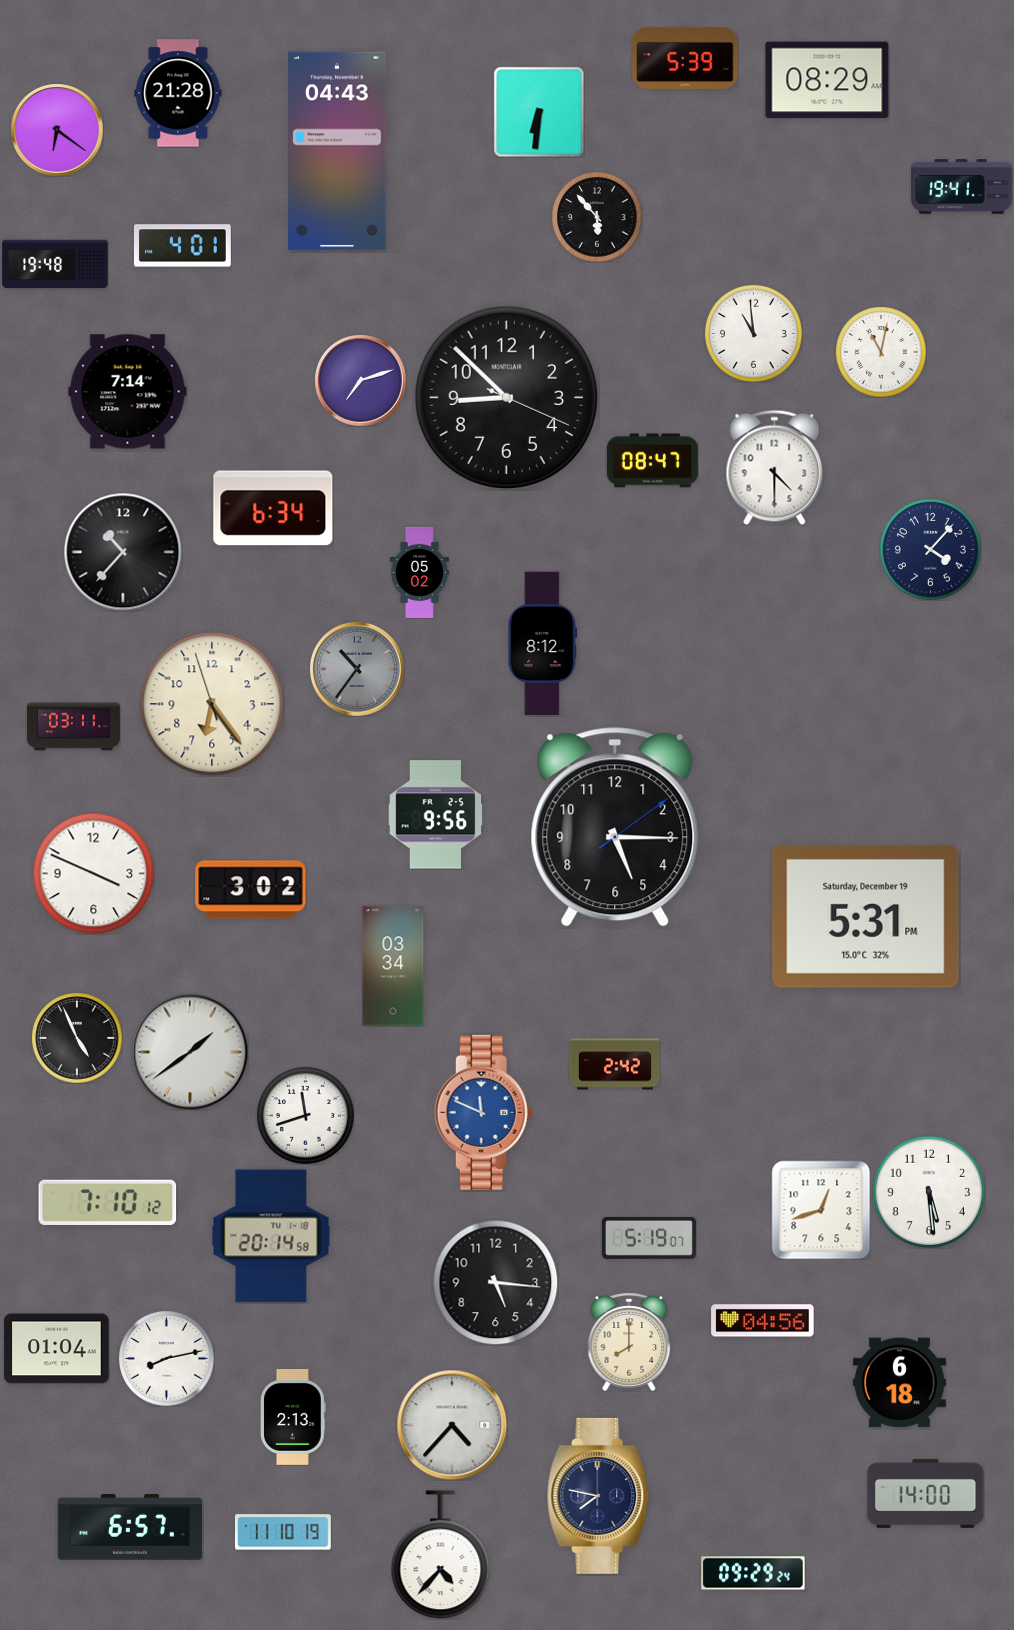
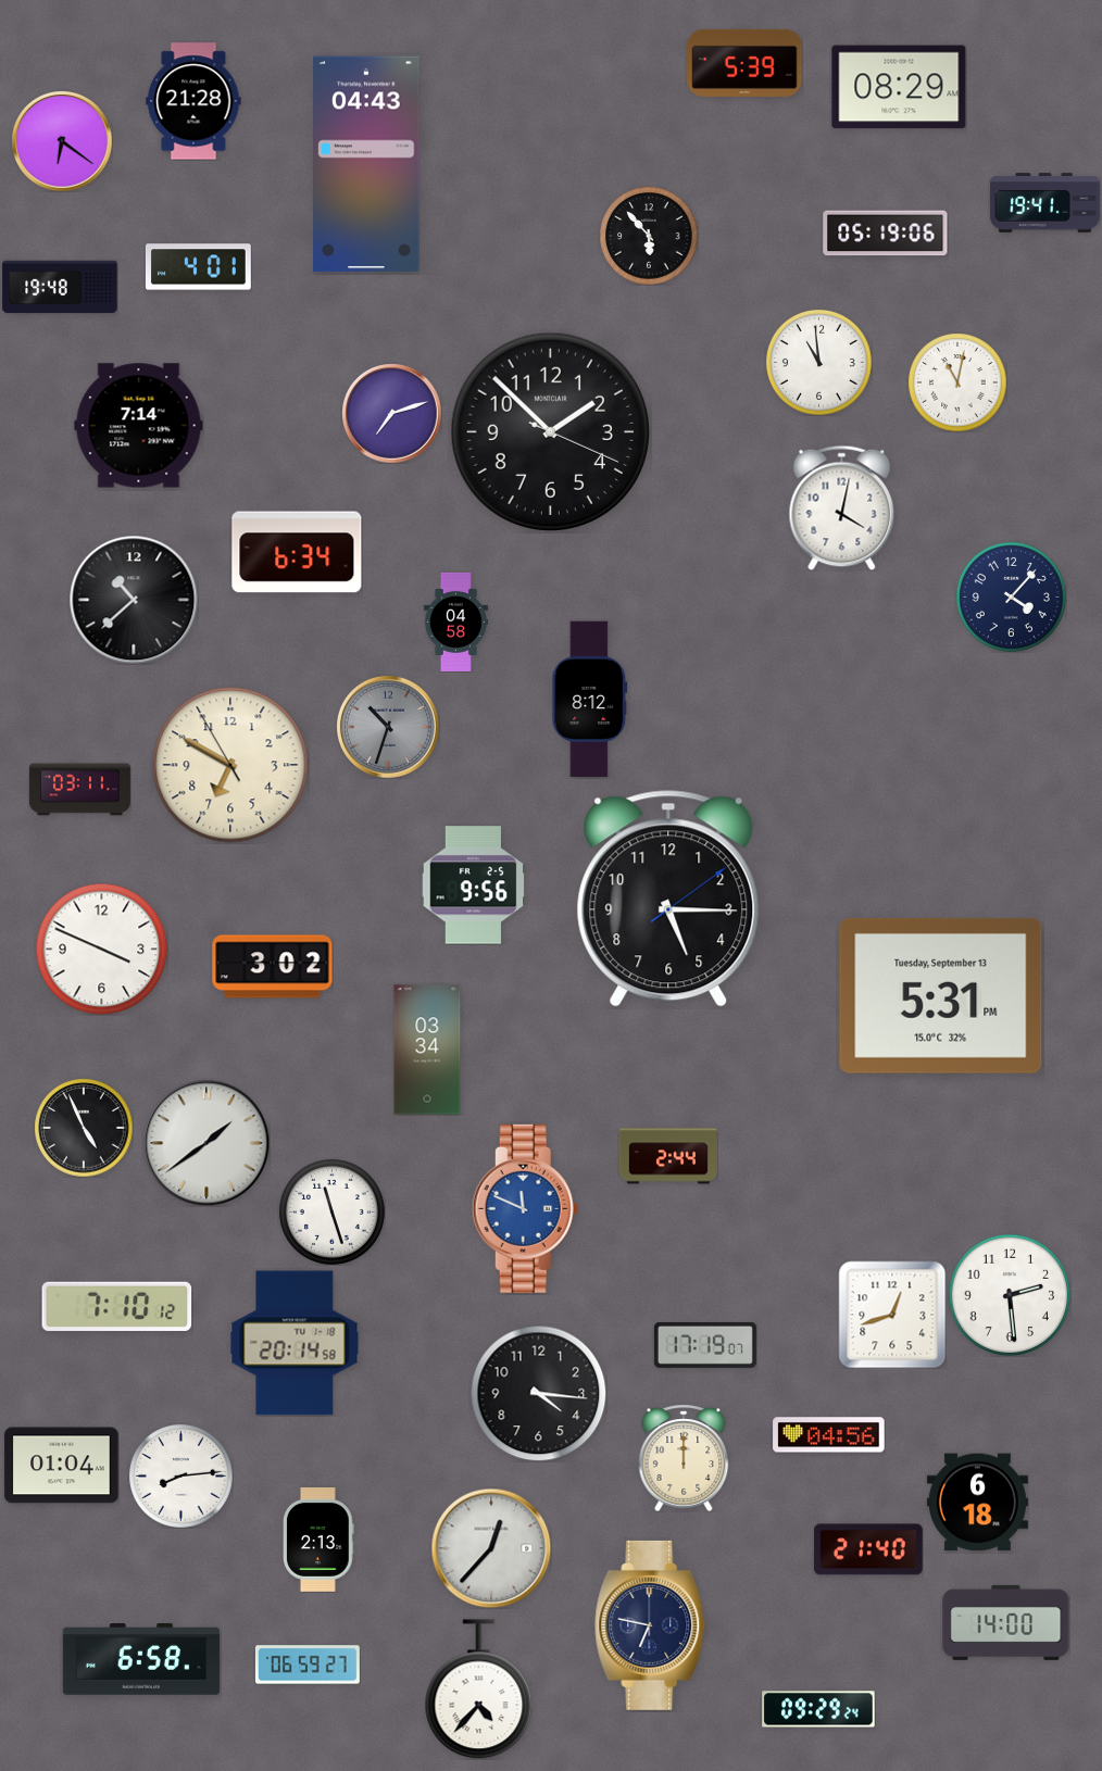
clock at (539, 112): 6:31 -> none
clock at (886, 234): none -> 05:19
clock at (506, 397): 8:52 -> 1:52
clock at (652, 461): 08:47 -> none
clock at (775, 467): 4:30 -> 4:02
clock at (123, 552): 10:37 -> 10:38
clock at (419, 572): 05:02 -> 04:58
clock at (357, 669): 10:36 -> 10:33
clock at (212, 704): 6:23 -> 6:49
clock at (866, 916) date: Saturday, December 19 -> Tuesday, September 13
clock at (615, 1064): 2:42 -> 2:44
clock at (305, 1115): 11:42 -> 11:27
clock at (929, 1192): 5:29 -> 2:29
clock at (649, 1238): 5:19 -> 17:19
clock at (495, 1282): 5:16 -> 4:16
clock at (629, 1342): 8:00 -> 12:00
clock at (167, 1359): 8:13 -> 8:14
clock at (452, 1425): 4:37 -> 12:37
clock at (869, 1549): none -> 21:40
clock at (599, 1496): 7:47 -> 6:47
clock at (130, 1528): 6:57 -> 6:58
clock at (283, 1532): 11:10 -> 06:59
